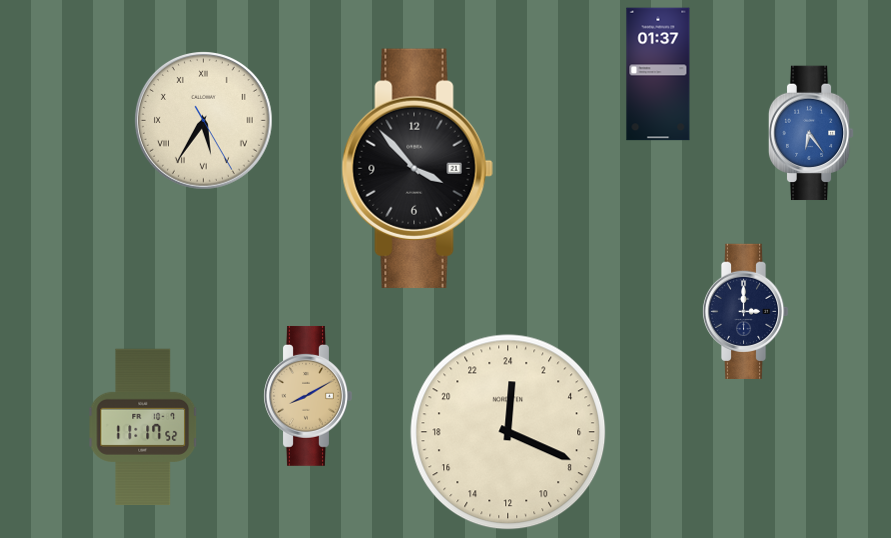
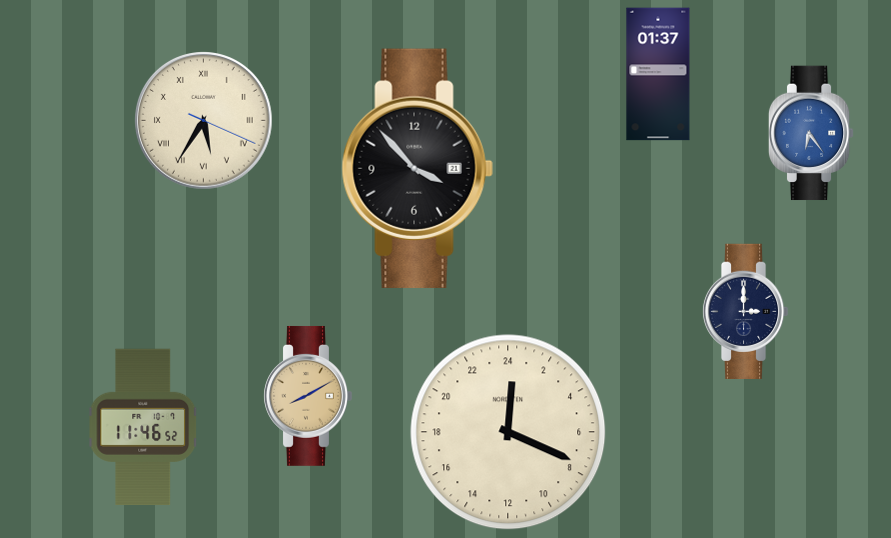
clock at (204, 121): 5:35:25 -> 5:35:19
clock at (143, 426): 11:17 -> 11:46
